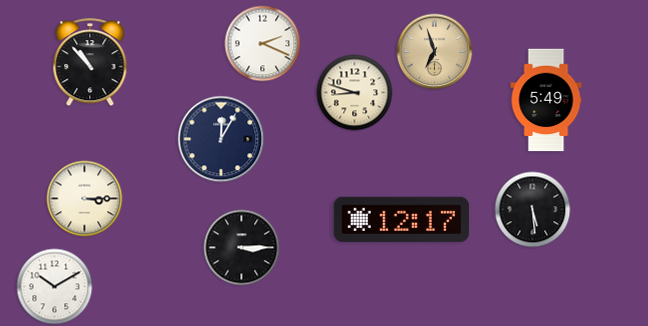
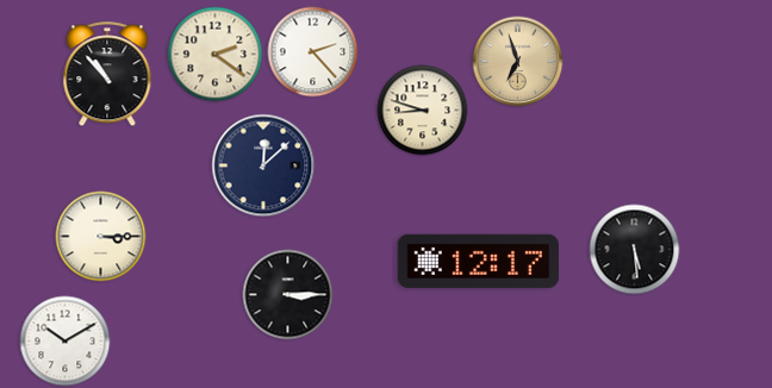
clock at (263, 44): 2:19 -> 2:23
clock at (216, 55): none -> 2:21
clock at (546, 100): 5:49 -> none
clock at (221, 139): 12:05 -> 12:08
